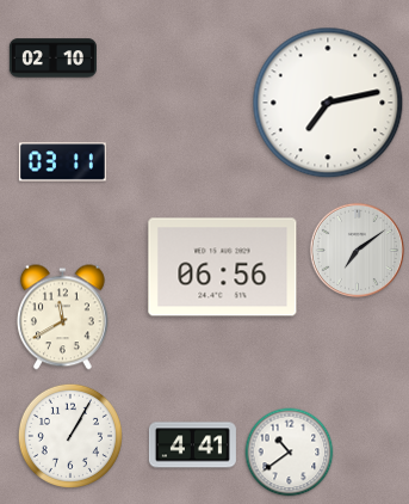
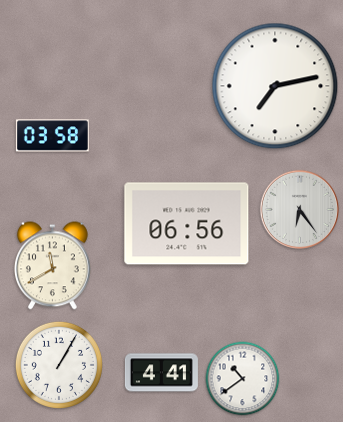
clock at (52, 59): 02:10 -> none
clock at (62, 162): 03:11 -> 03:58
clock at (357, 250): 7:09 -> 6:24
